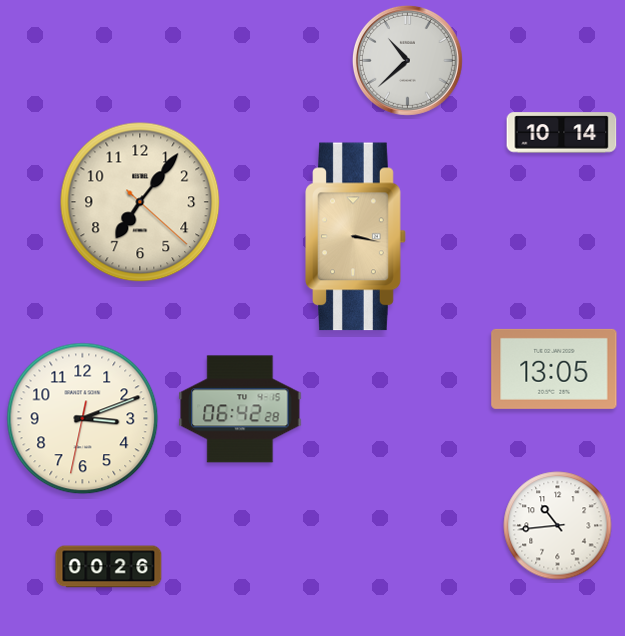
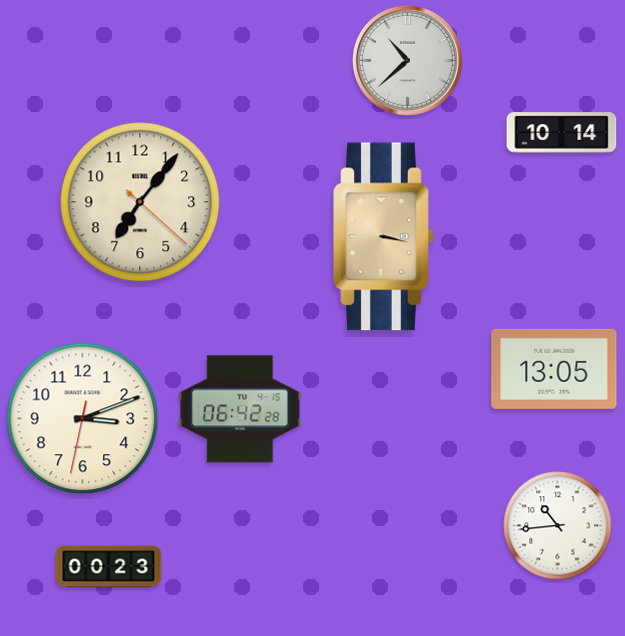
clock at (356, 237) position: (356, 237) -> (384, 237)
clock at (109, 567): 00:26 -> 00:23
